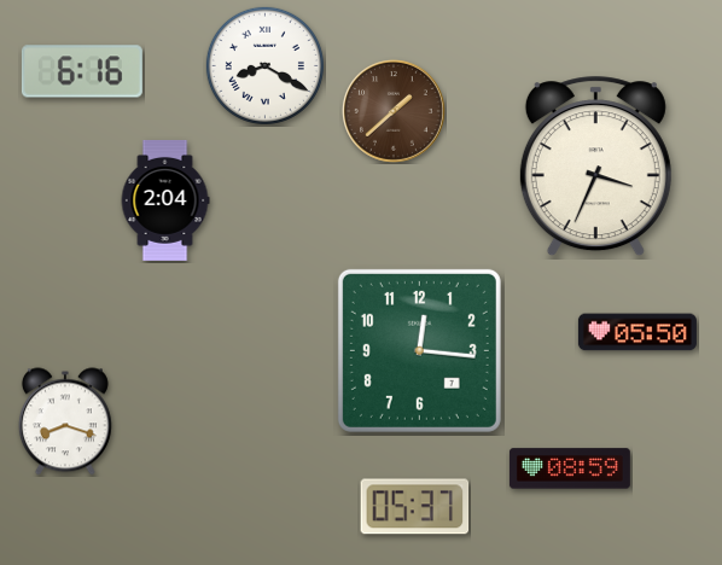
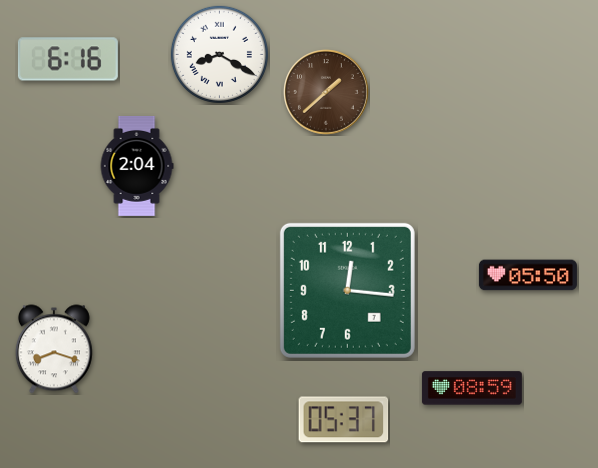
clock at (595, 167): 3:34 -> none
